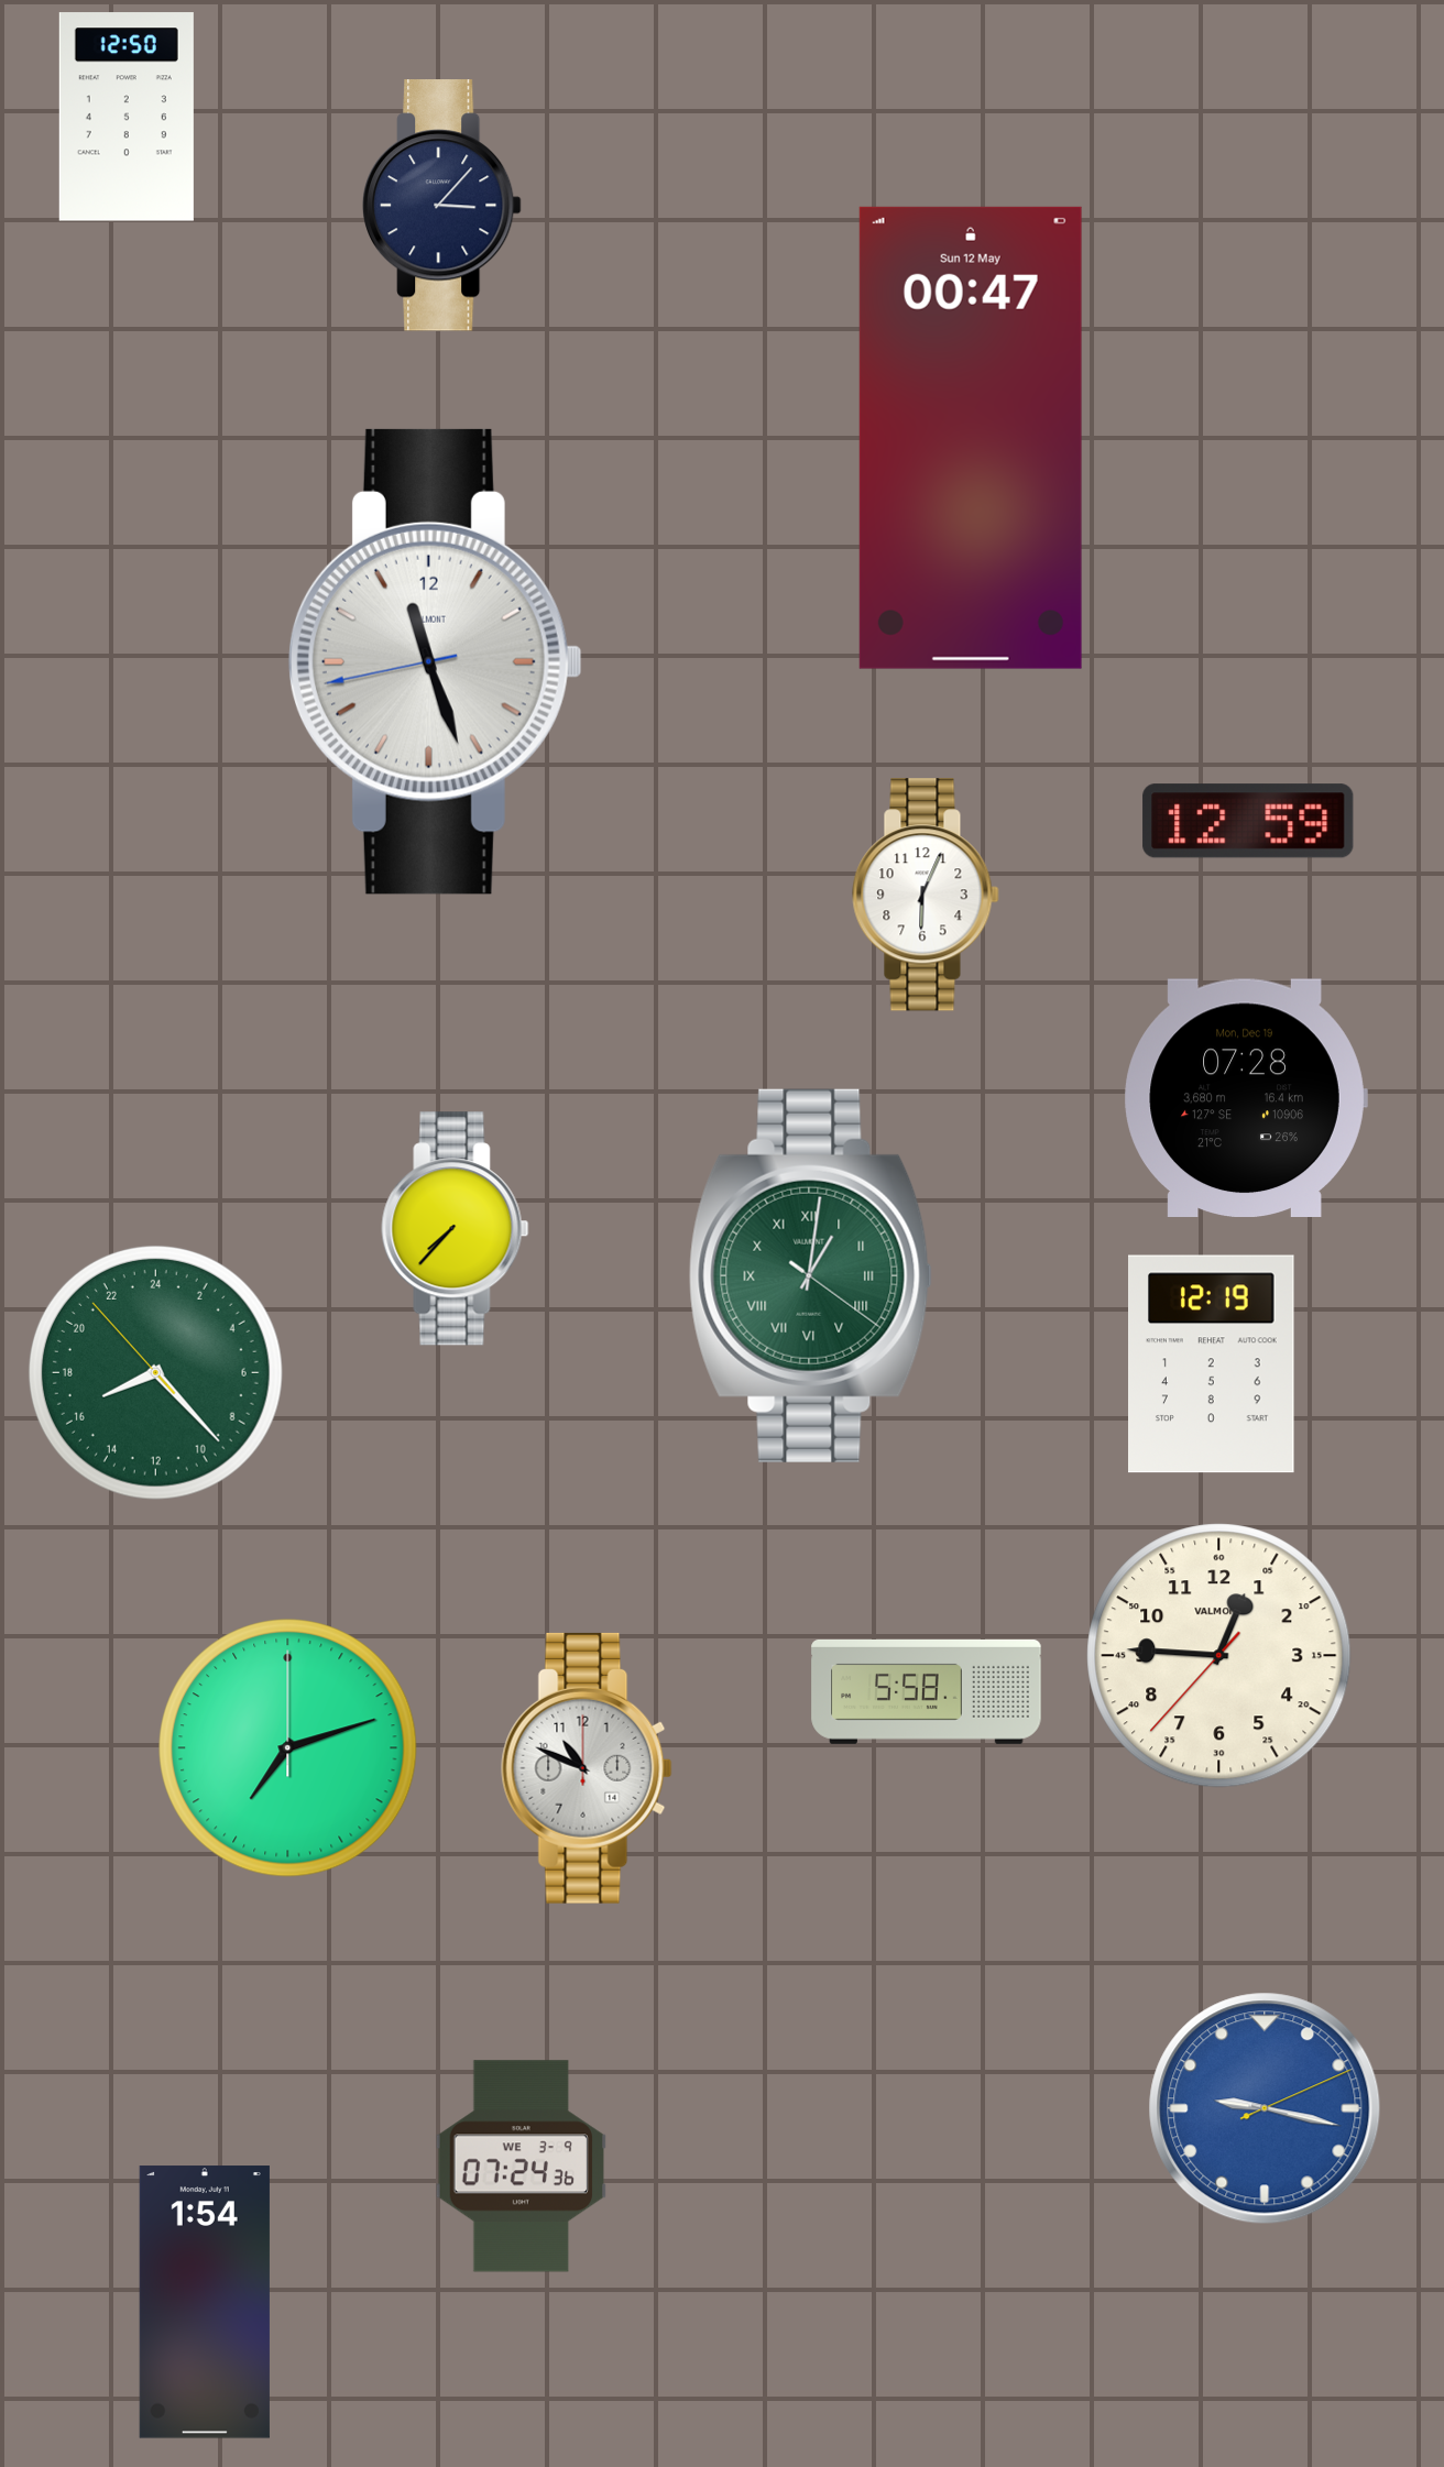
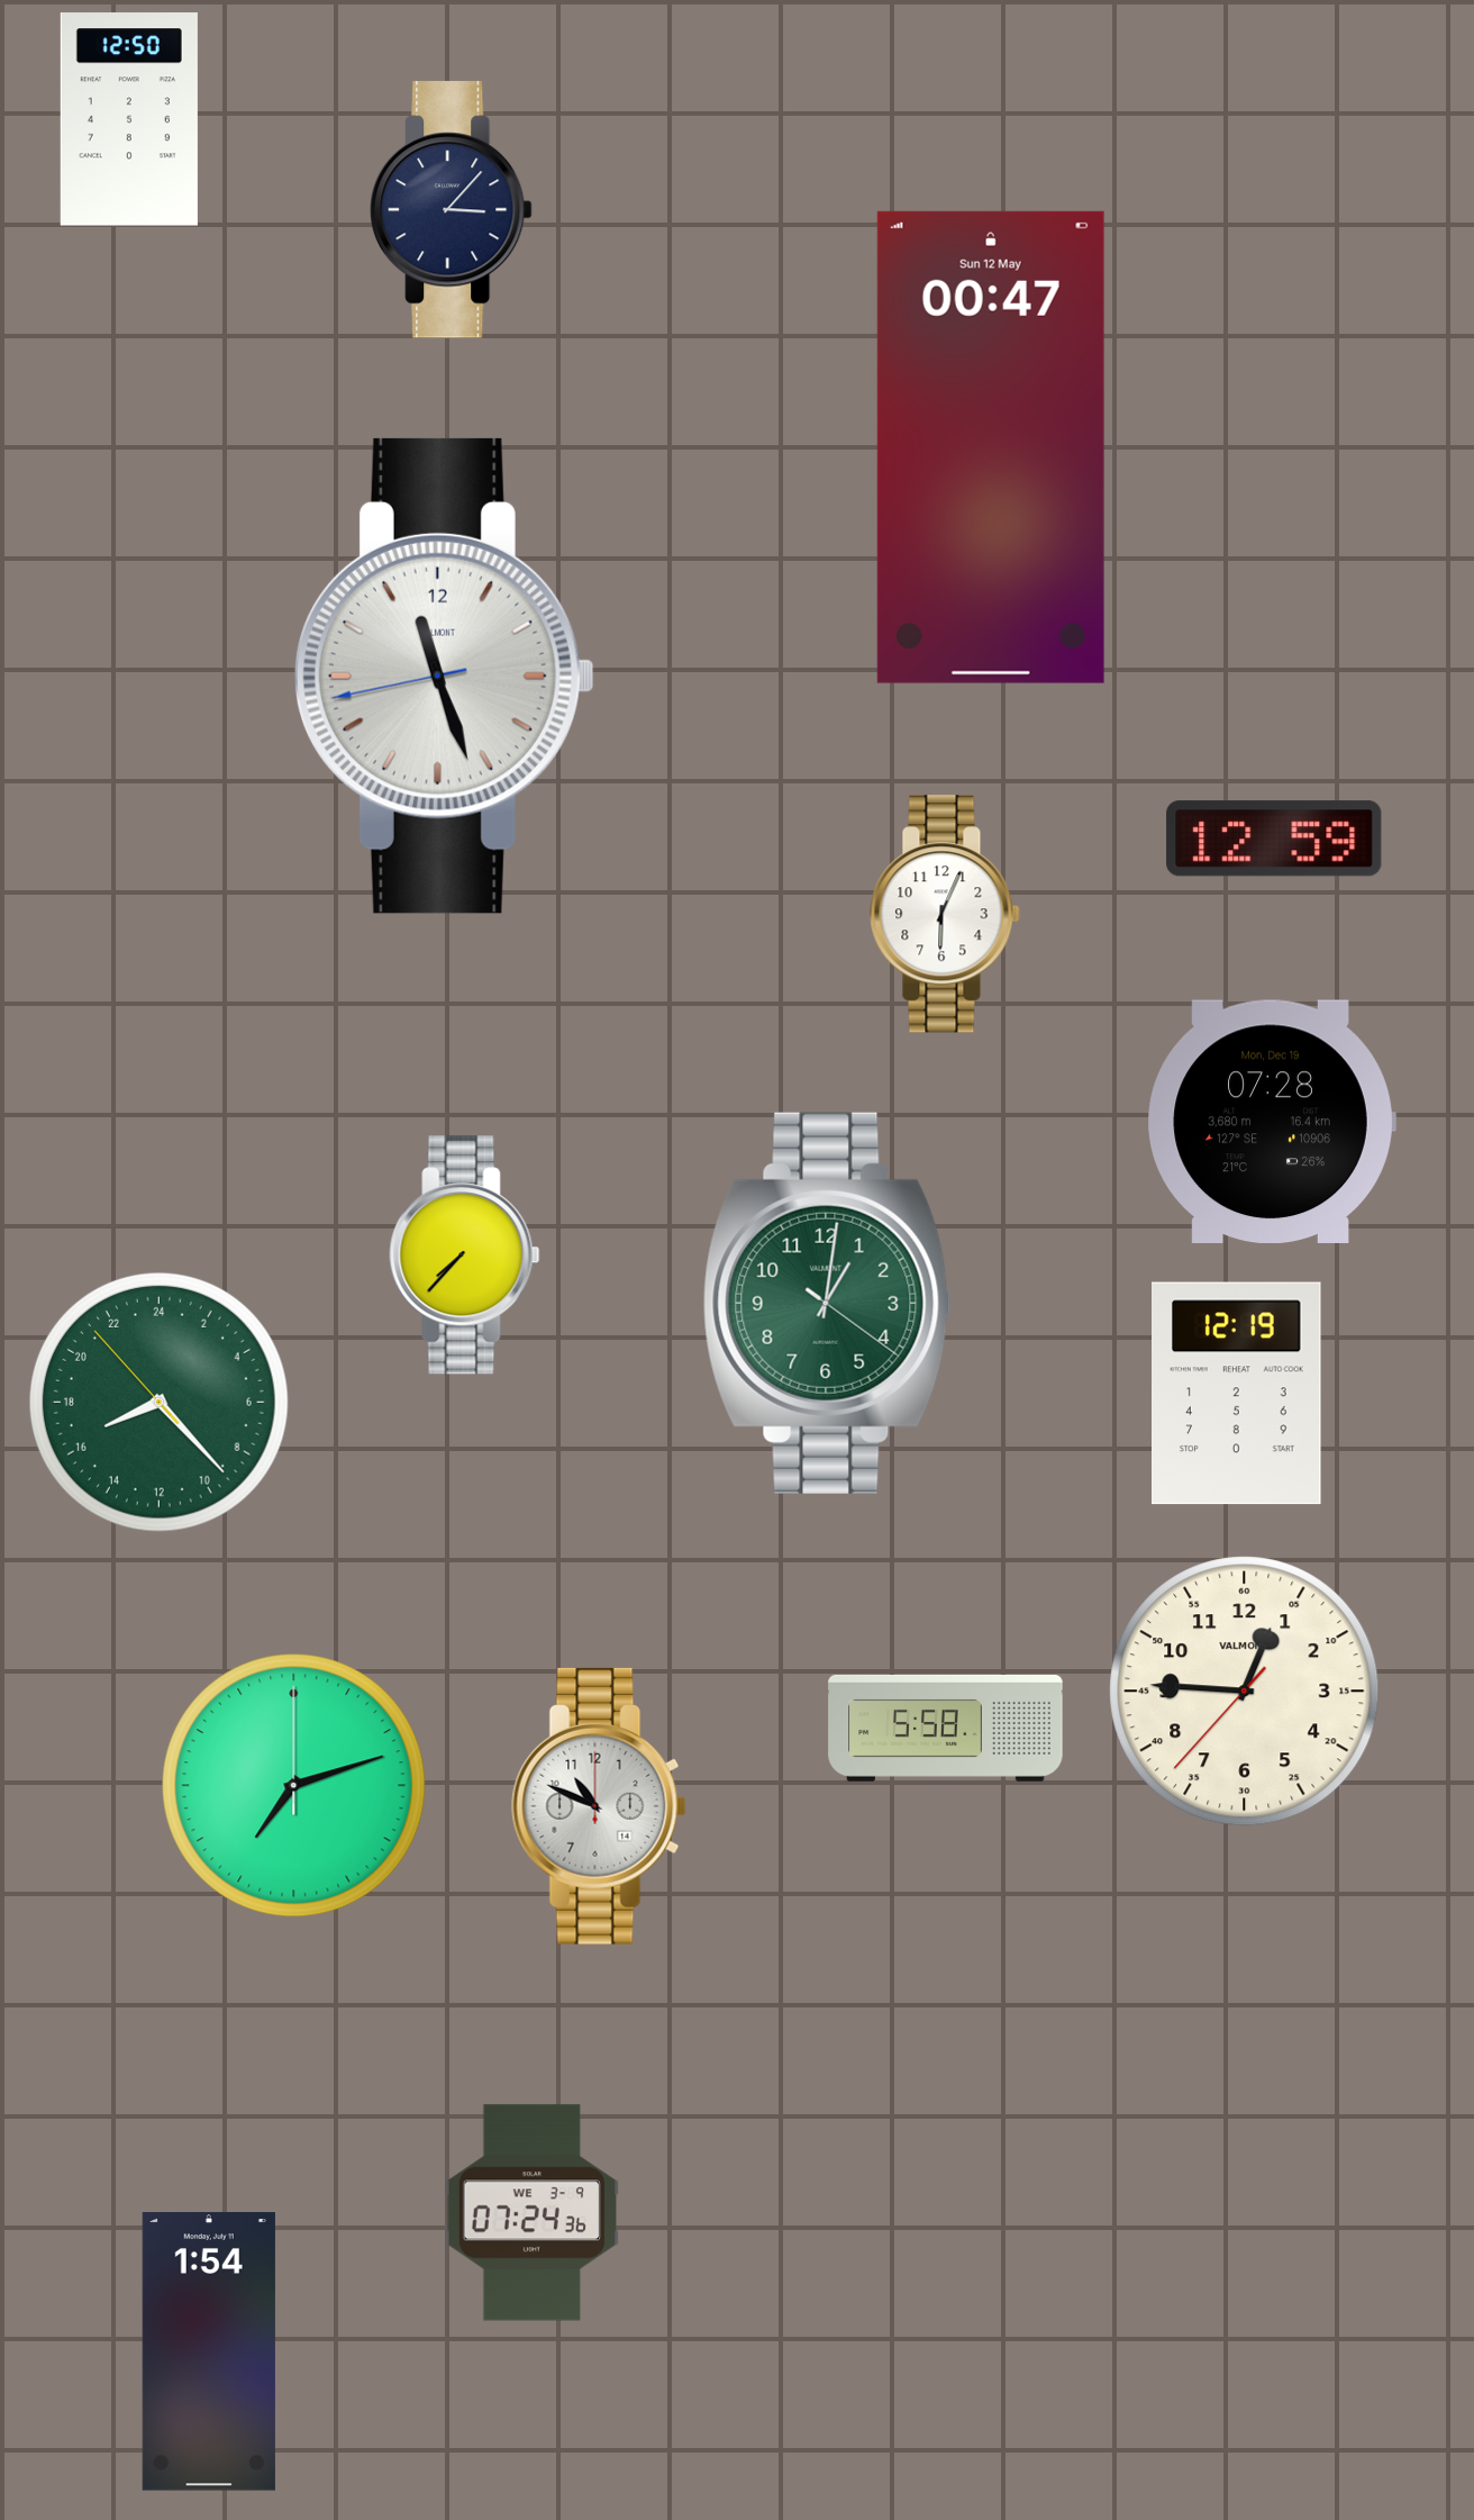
clock at (810, 1275) numerals: Roman -> Arabic
clock at (1265, 2108): 9:17 -> none
